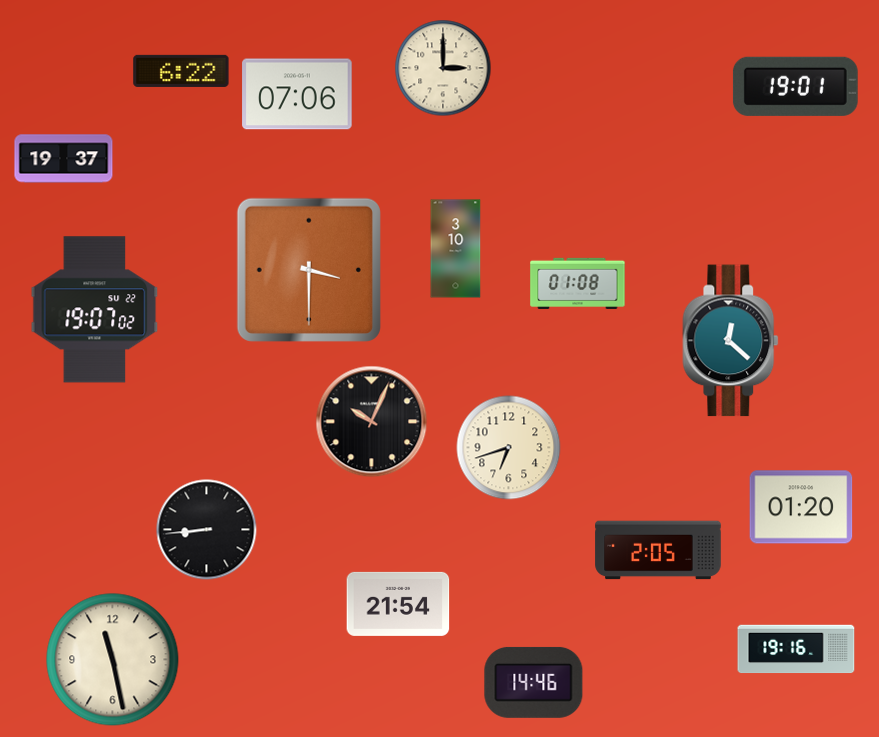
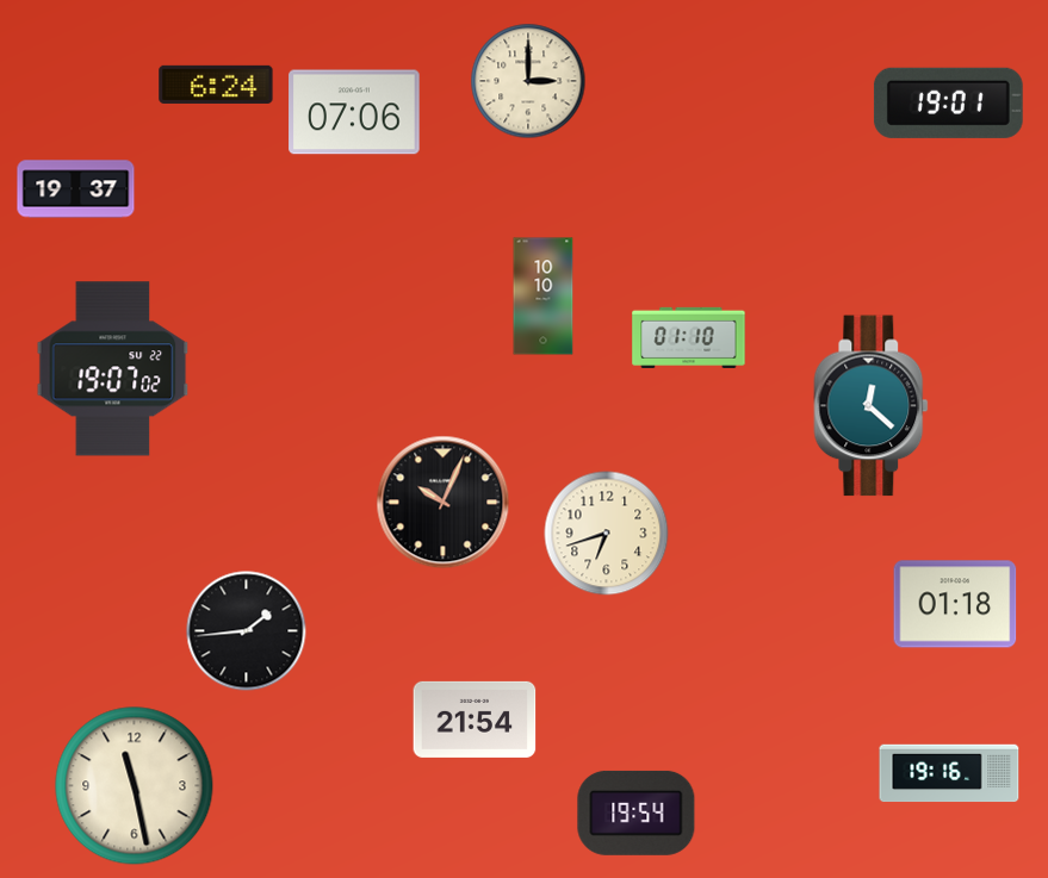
clock at (181, 71): 6:22 -> 6:24
clock at (456, 249): 3:10 -> 10:10
clock at (309, 270): 3:30 -> none
clock at (578, 283): 01:08 -> 01:10
clock at (801, 507): 01:20 -> 01:18
clock at (207, 530): 8:44 -> 1:44
clock at (658, 550): 2:05 -> none
clock at (534, 682): 14:46 -> 19:54
